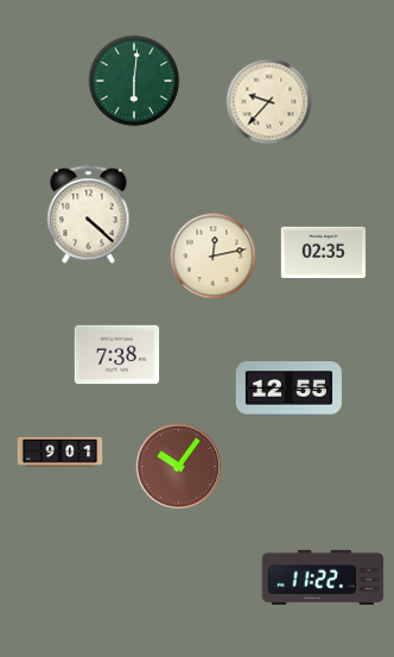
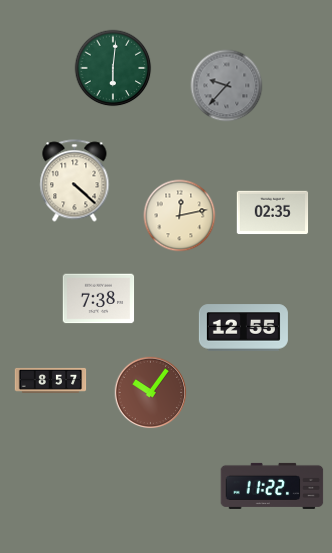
clock at (269, 102) dial: cream -> grey
clock at (61, 451): 9:01 -> 8:57
